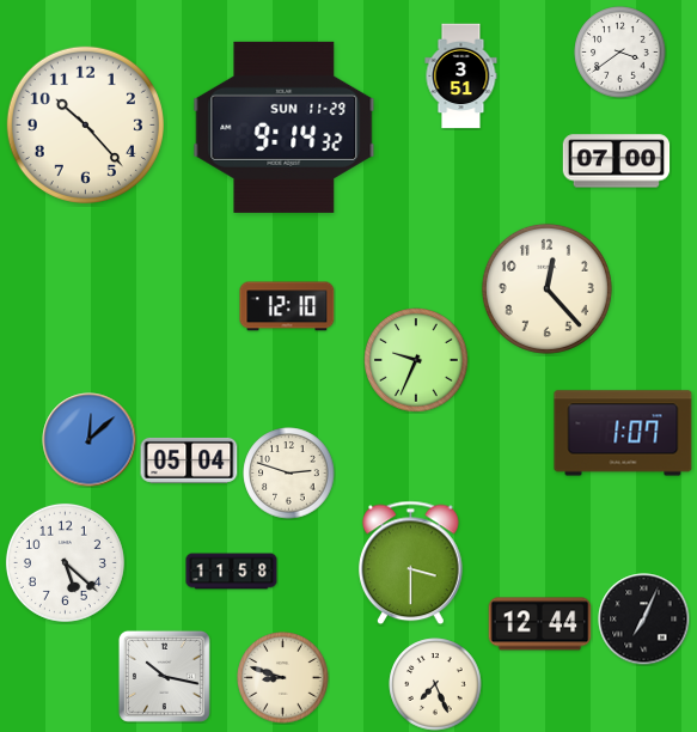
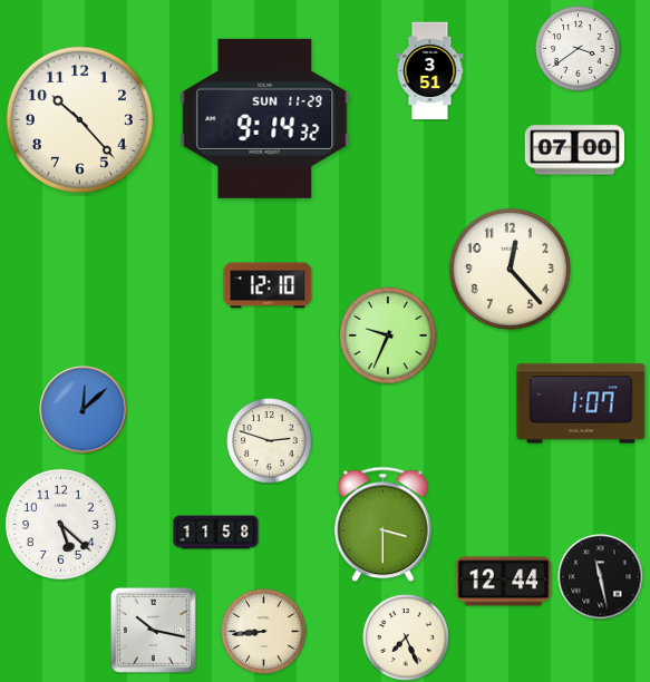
clock at (85, 124) position: (85, 124) -> (79, 119)
clock at (189, 460): 05:04 -> none
clock at (644, 620): 7:04 -> 11:28
clock at (283, 678): 8:48 -> 8:44
